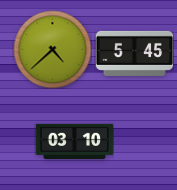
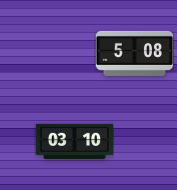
clock at (52, 49): 4:38 -> none
clock at (134, 53): 5:45 -> 5:08
